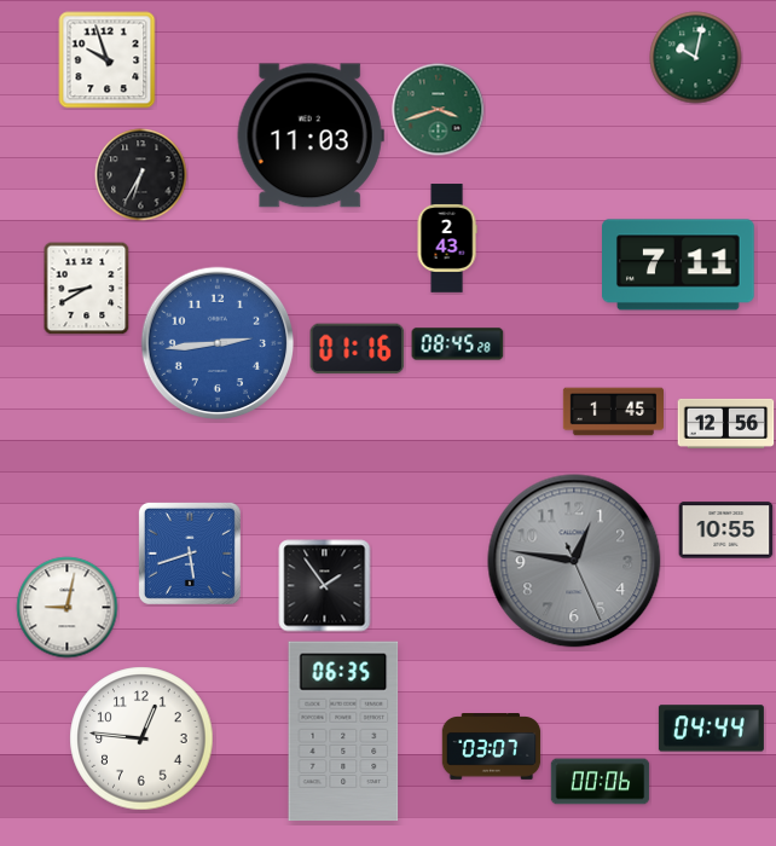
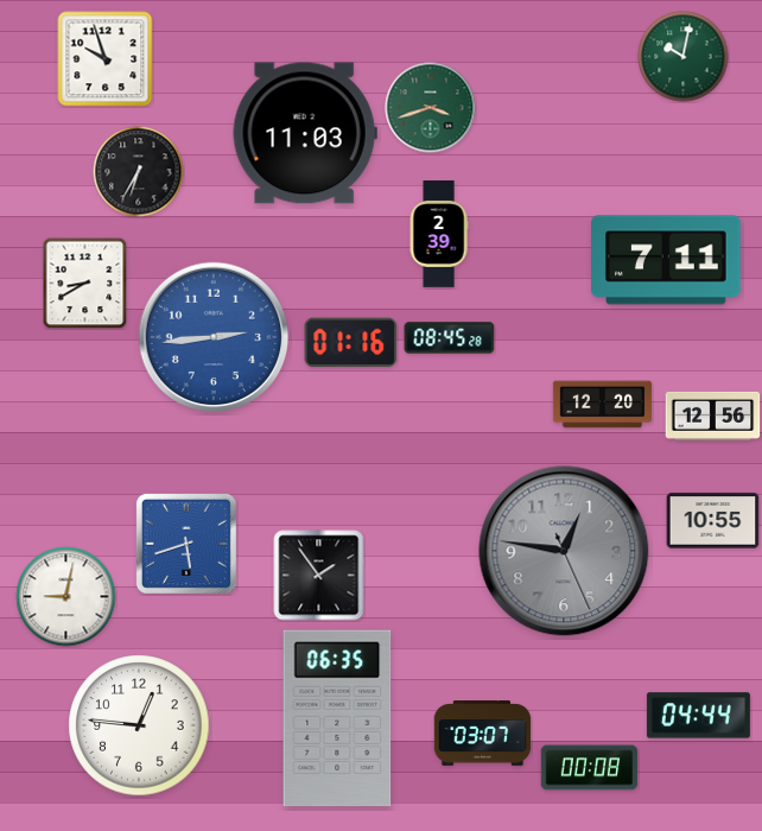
clock at (447, 238): 2:43 -> 2:39
clock at (614, 412): 1:45 -> 12:20
clock at (601, 782): 00:06 -> 00:08
